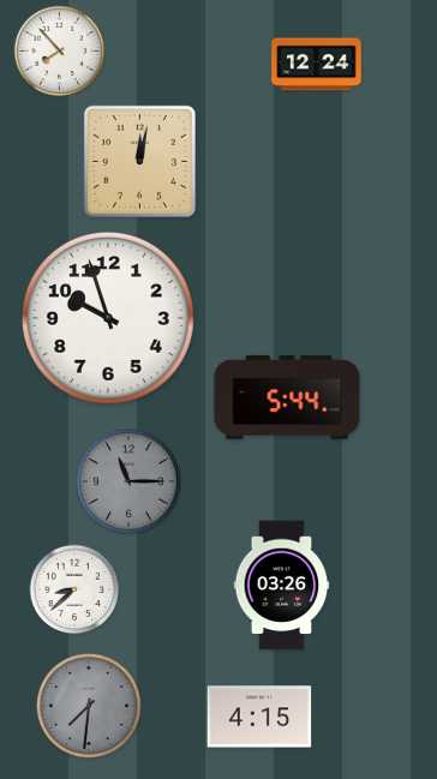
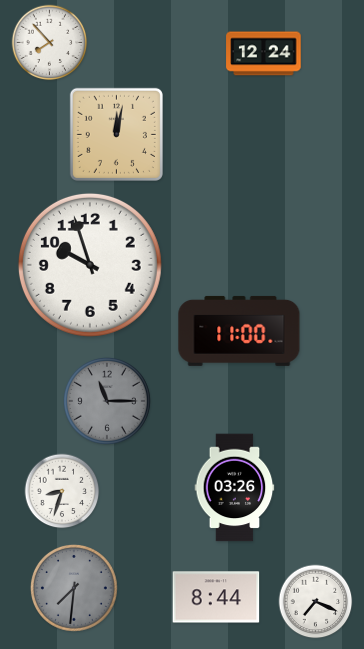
clock at (287, 397): 5:44 -> 11:00
clock at (74, 589): 8:38 -> 8:33
clock at (259, 717): 4:15 -> 8:44
clock at (316, 602): none -> 7:19
